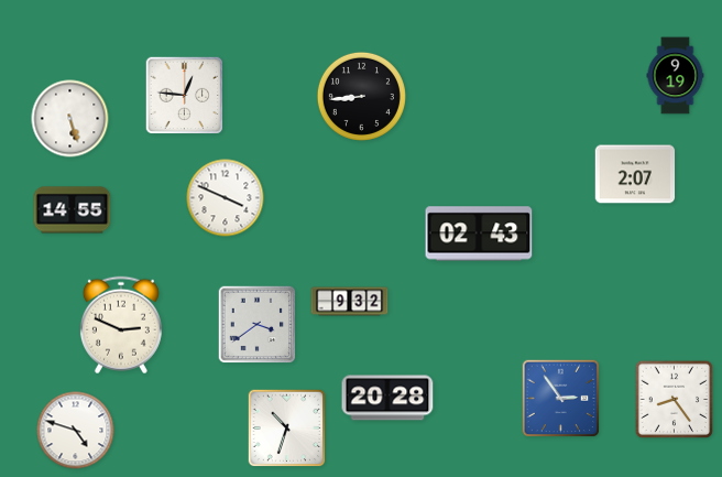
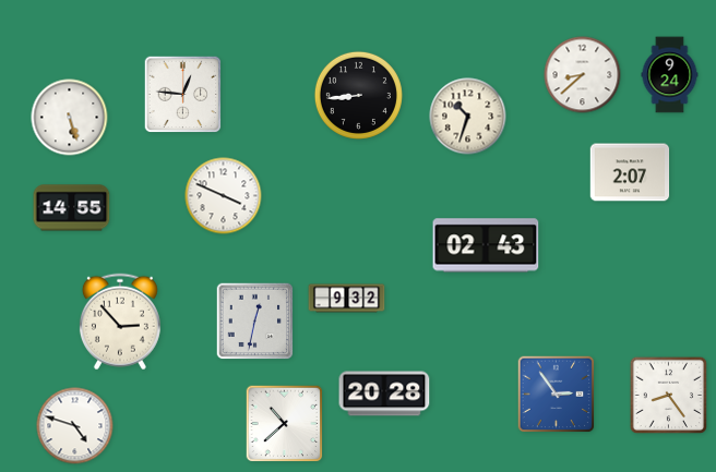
clock at (583, 75): none -> 8:38
clock at (676, 76): 9:19 -> 9:24
clock at (468, 117): none -> 10:33
clock at (479, 234) position: (479, 234) -> (486, 245)
clock at (121, 325): 2:49 -> 2:53
clock at (258, 325): 3:39 -> 12:32
clock at (287, 429): 10:33 -> 10:38
